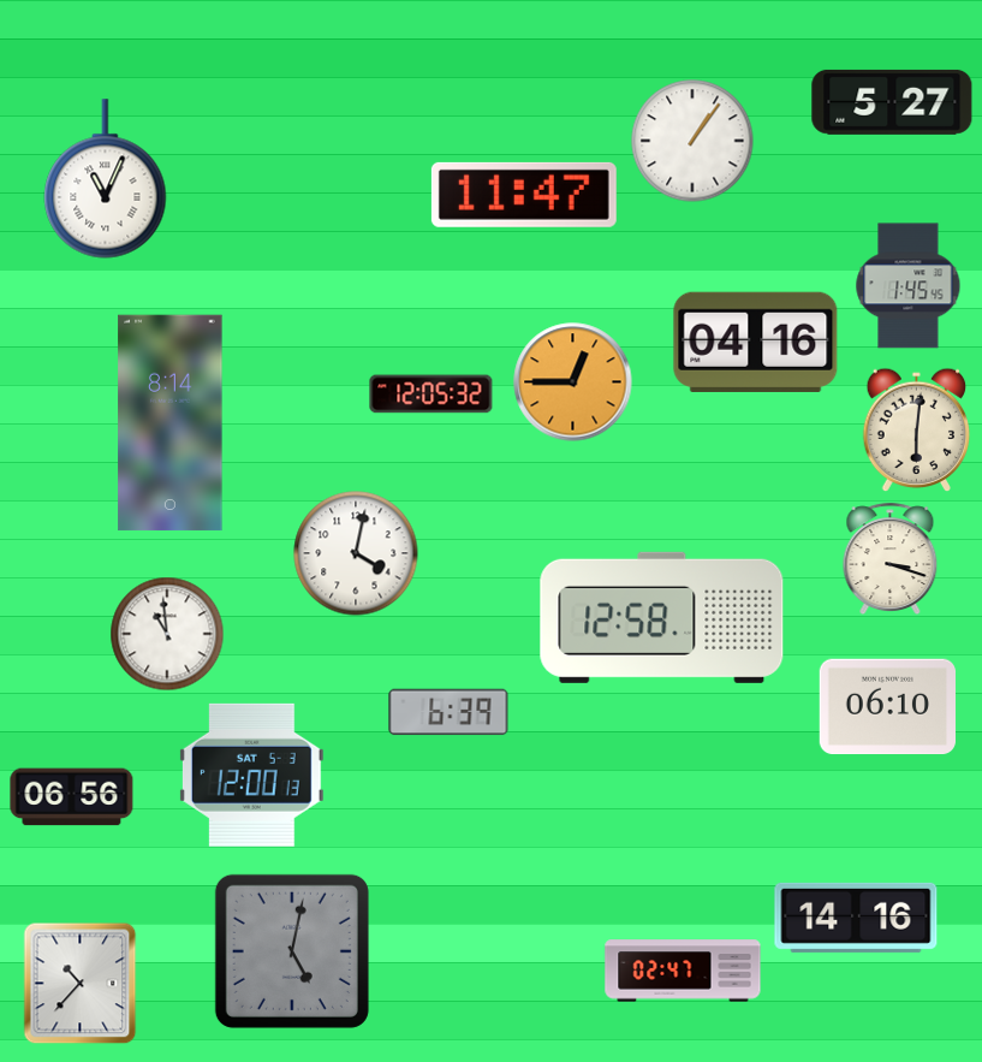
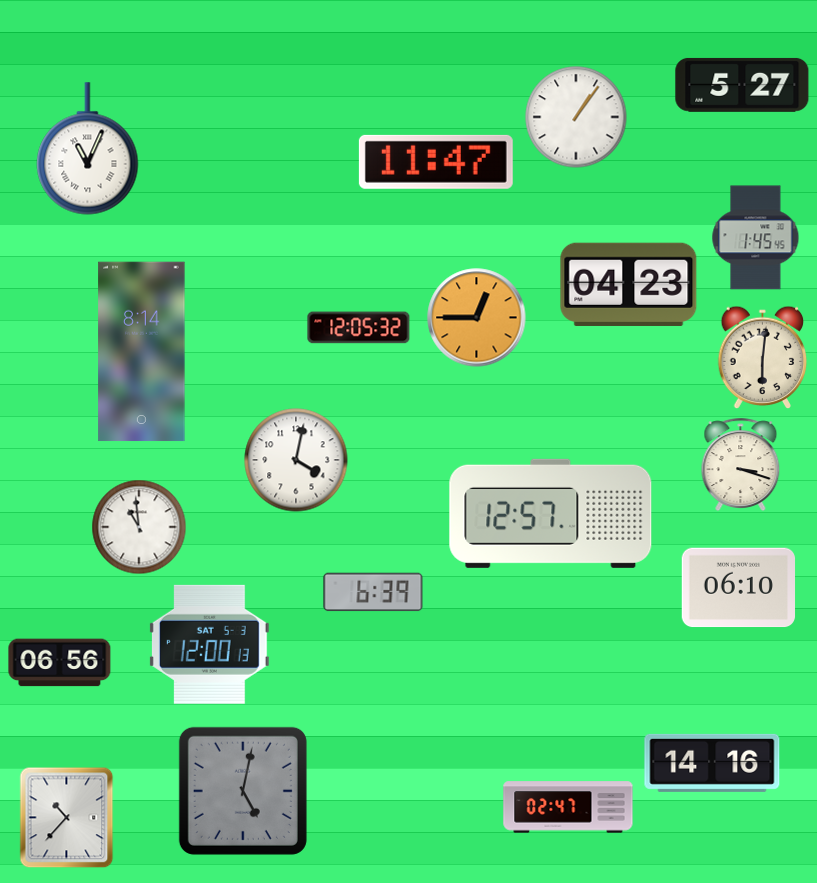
clock at (756, 342): 04:16 -> 04:23
clock at (662, 617): 12:58 -> 12:57
